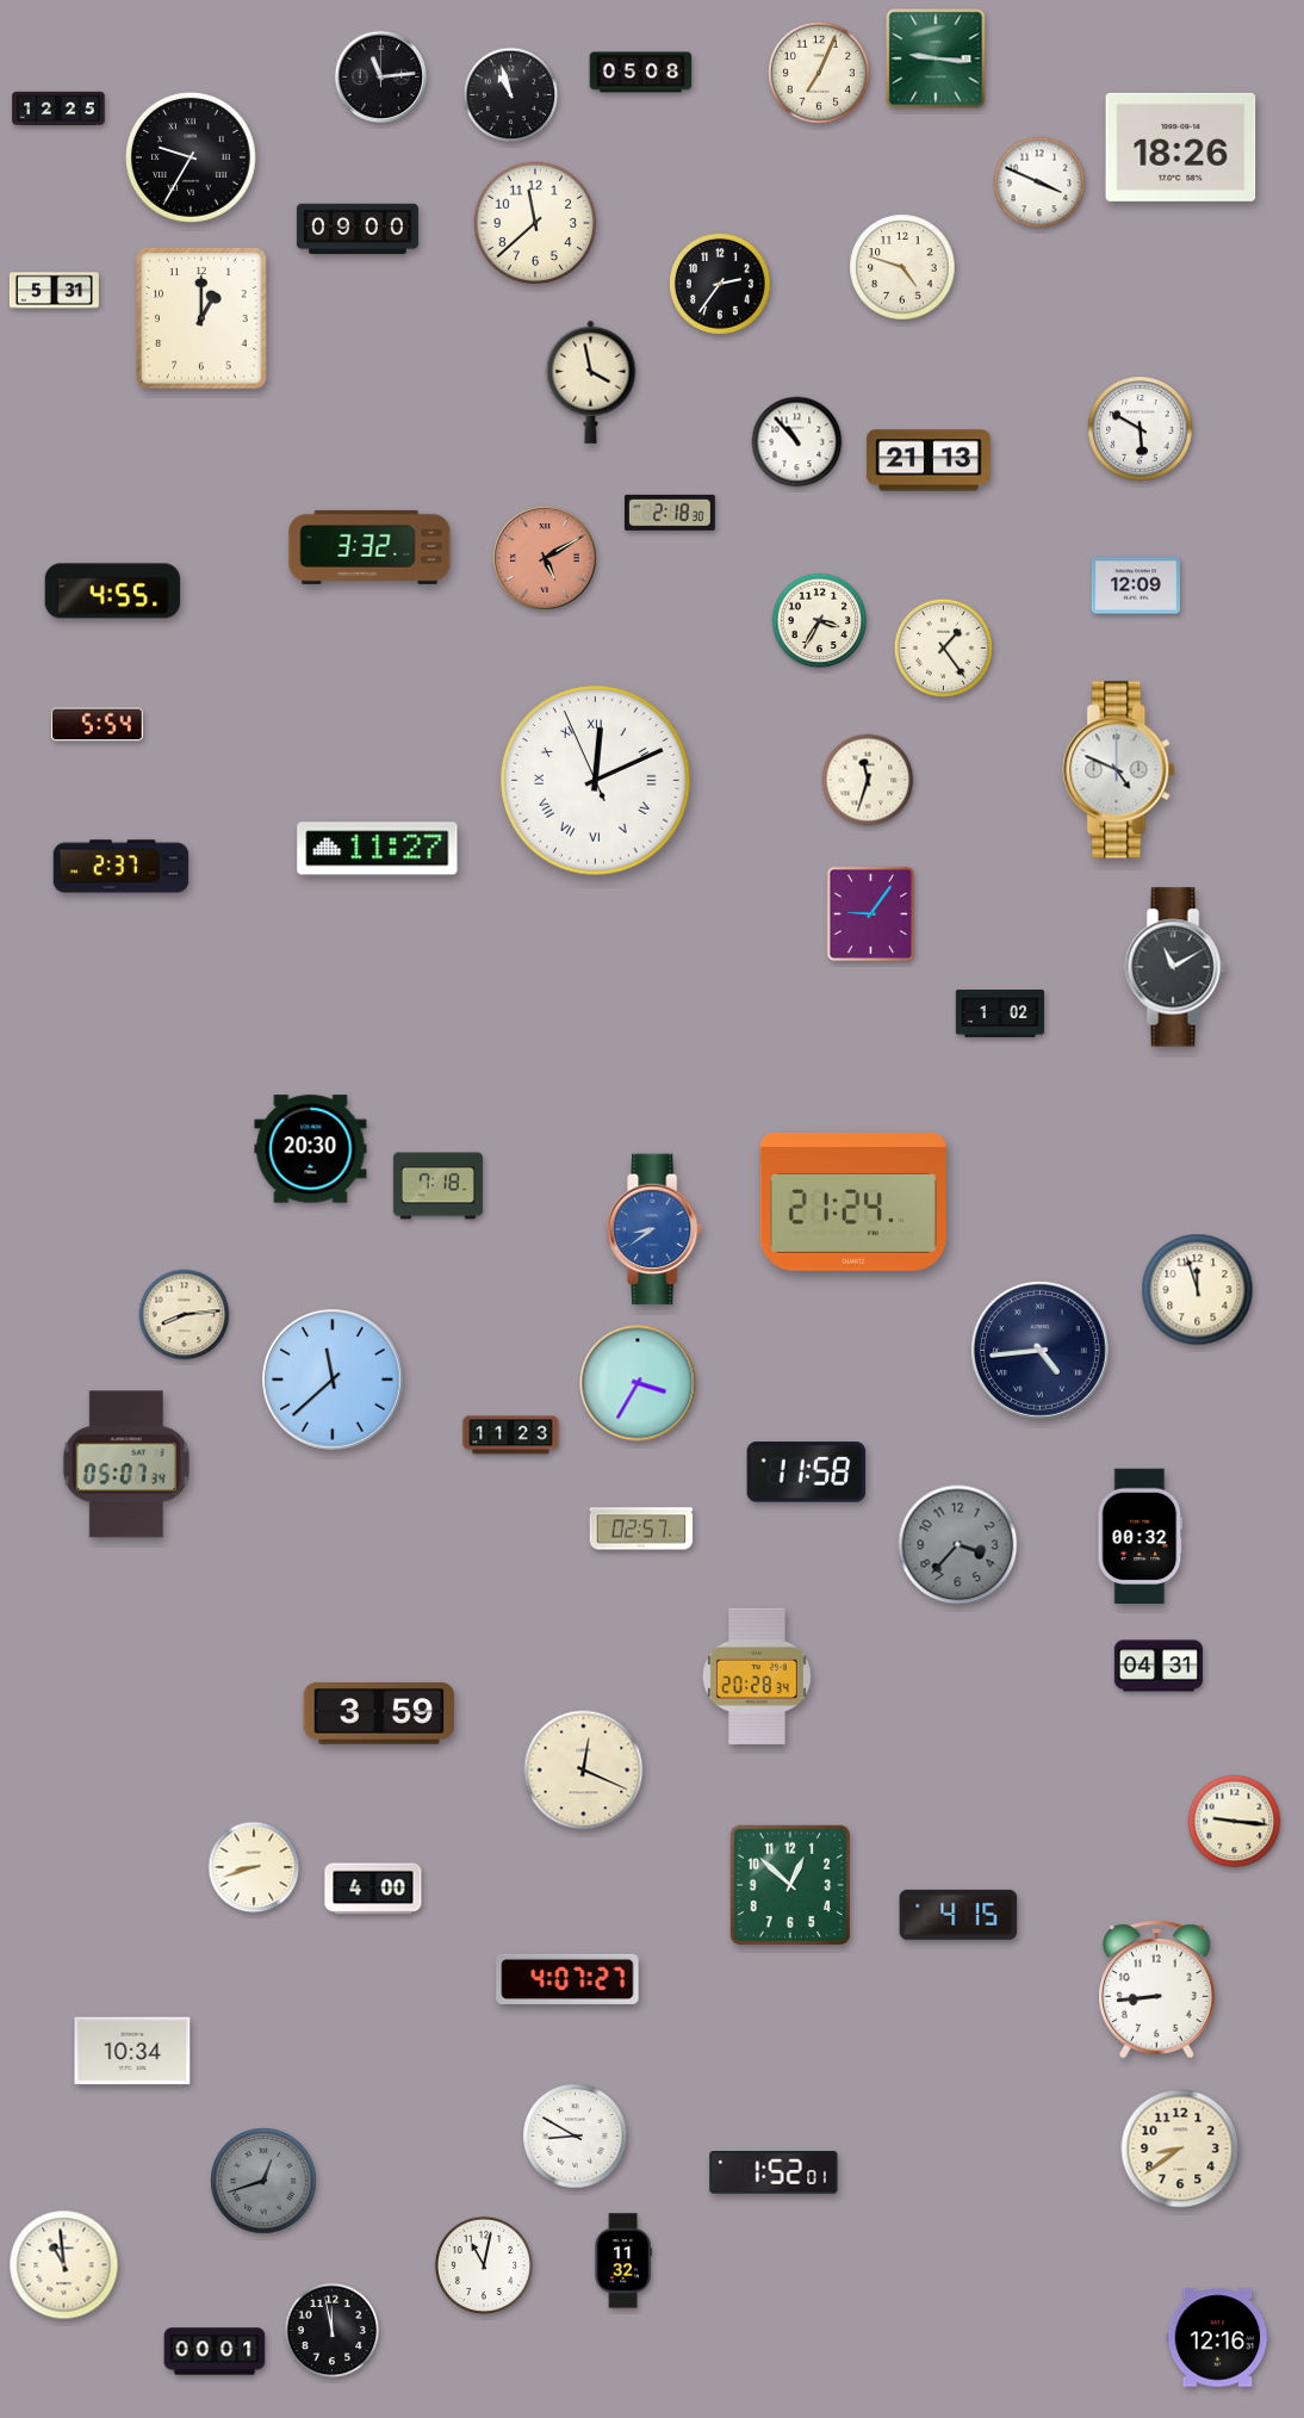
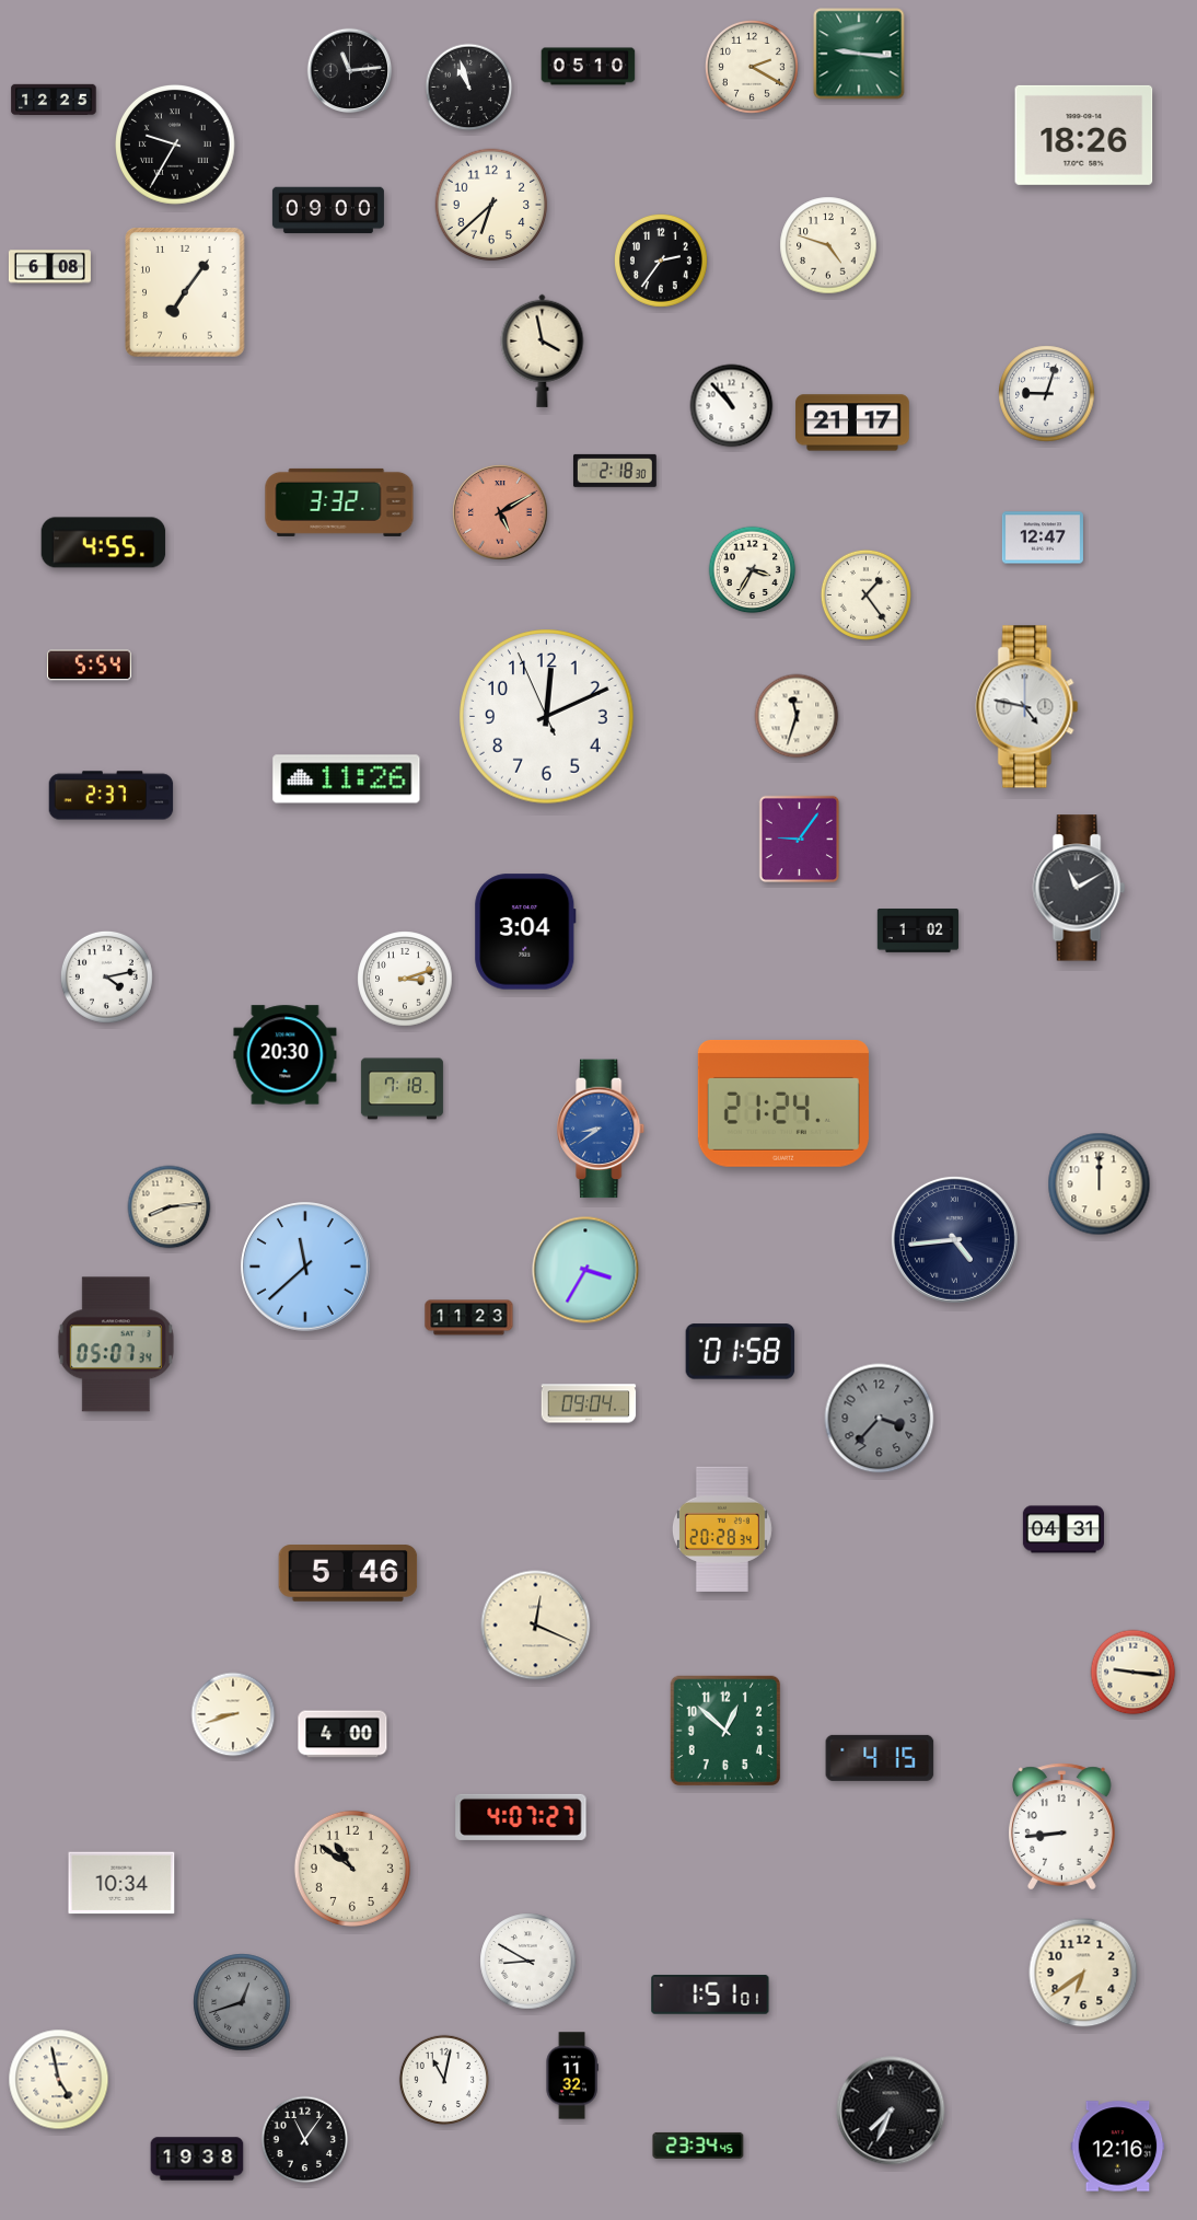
clock at (641, 73): 05:08 -> 05:10
clock at (820, 74): 7:04 -> 2:20
clock at (1039, 182): 3:49 -> none
clock at (535, 223): 11:38 -> 6:38
clock at (54, 291): 5:31 -> 6:08
clock at (201, 318): 1:00 -> 7:06
clock at (1141, 429): 5:50 -> 9:03
clock at (929, 460): 21:13 -> 21:17
clock at (1136, 585): 12:09 -> 12:47
clock at (1119, 770): 4:49 -> 4:47
clock at (596, 781) numerals: Roman -> Arabic
clock at (378, 849): 11:27 -> 11:26
clock at (525, 932): none -> 3:04
clock at (106, 976): none -> 4:13
clock at (405, 979): none -> 3:12
clock at (1198, 1290): 11:57 -> 12:00
clock at (807, 1472): 11:58 -> 01:58
clock at (641, 1529): 02:57 -> 09:04
clock at (1141, 1537): 00:32 -> none
clock at (757, 1675) position: (757, 1675) -> (722, 1528)
clock at (379, 1713): 3:59 -> 5:46
clock at (352, 1869): none -> 10:51
clock at (1180, 2149): 8:39 -> 6:39
clock at (774, 2172): 1:52 -> 1:51
clock at (64, 2265): 10:59 -> 4:58
clock at (891, 2111): none -> 7:34
clock at (333, 2331): 11:58 -> 11:06
clock at (698, 2146): none -> 23:34
clock at (215, 2351): 00:01 -> 19:38
